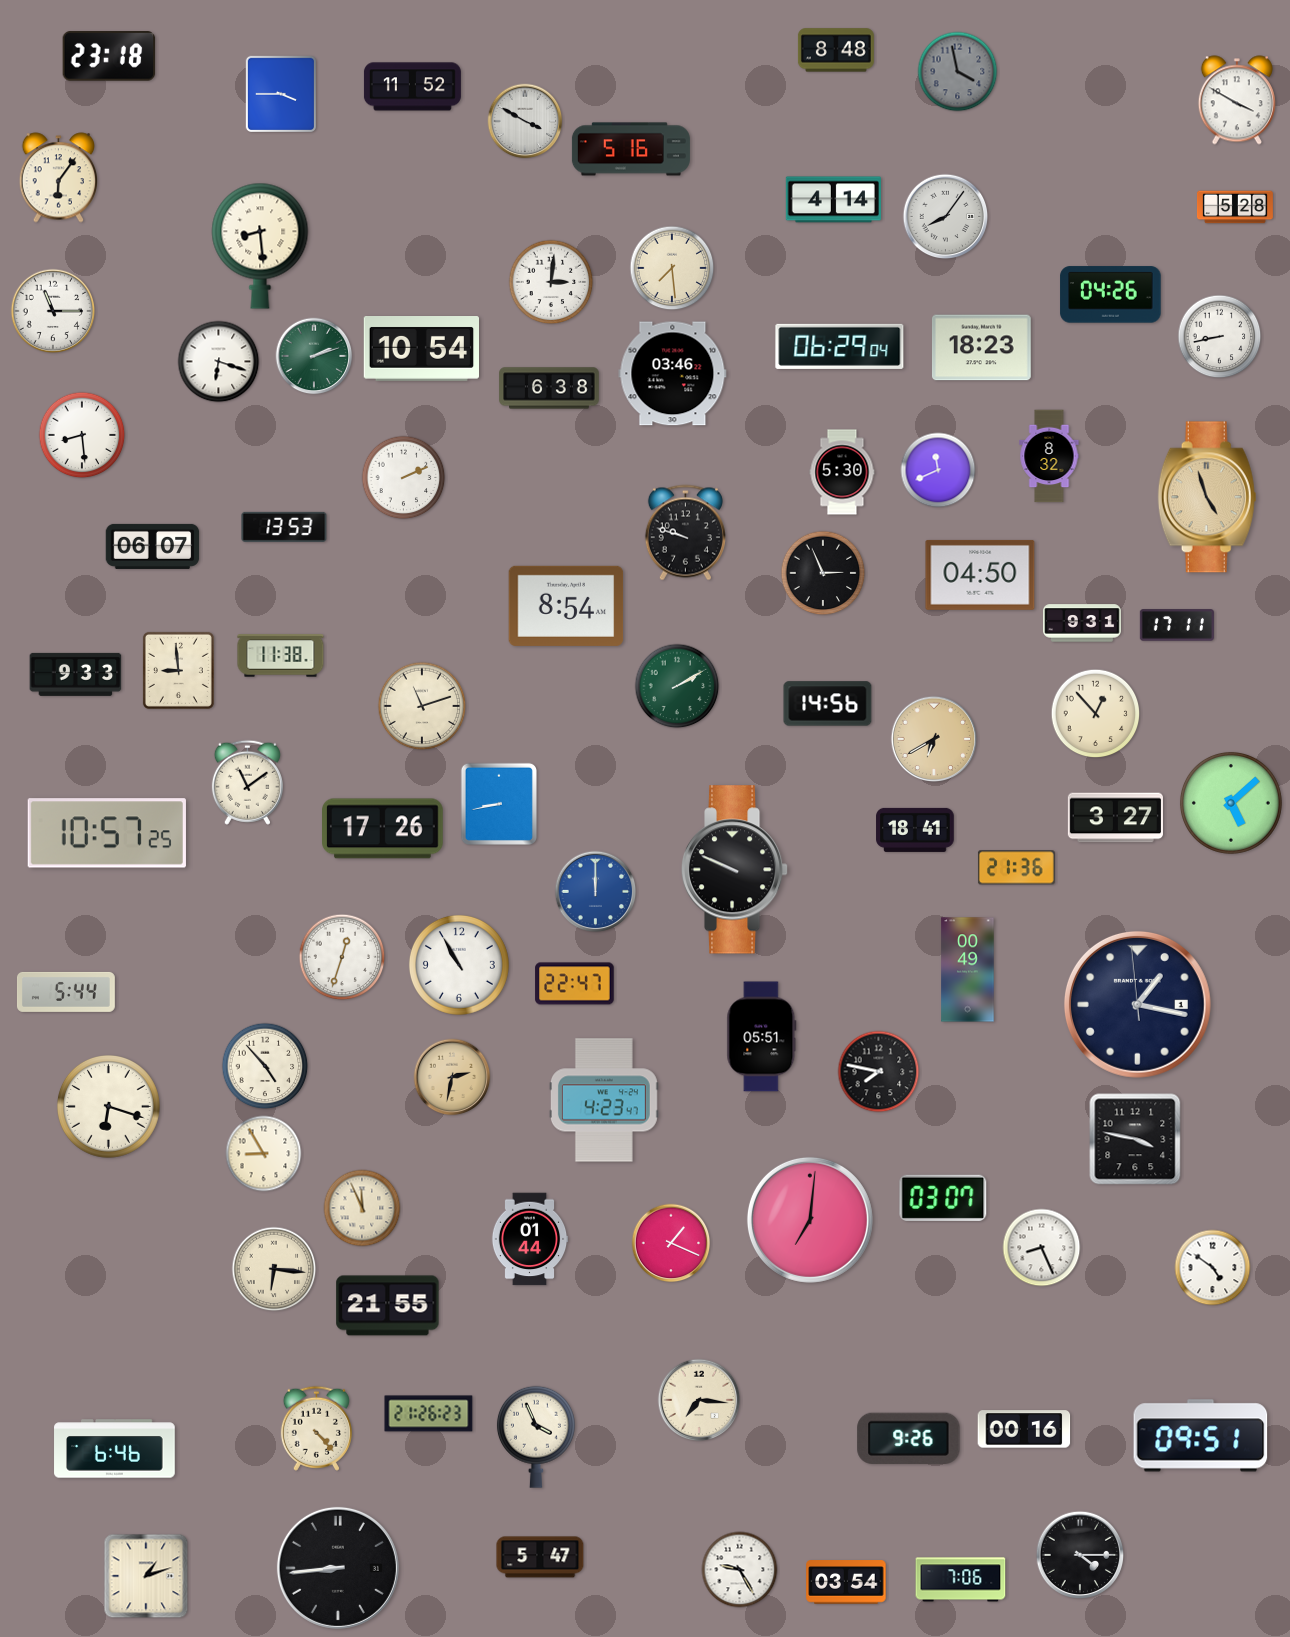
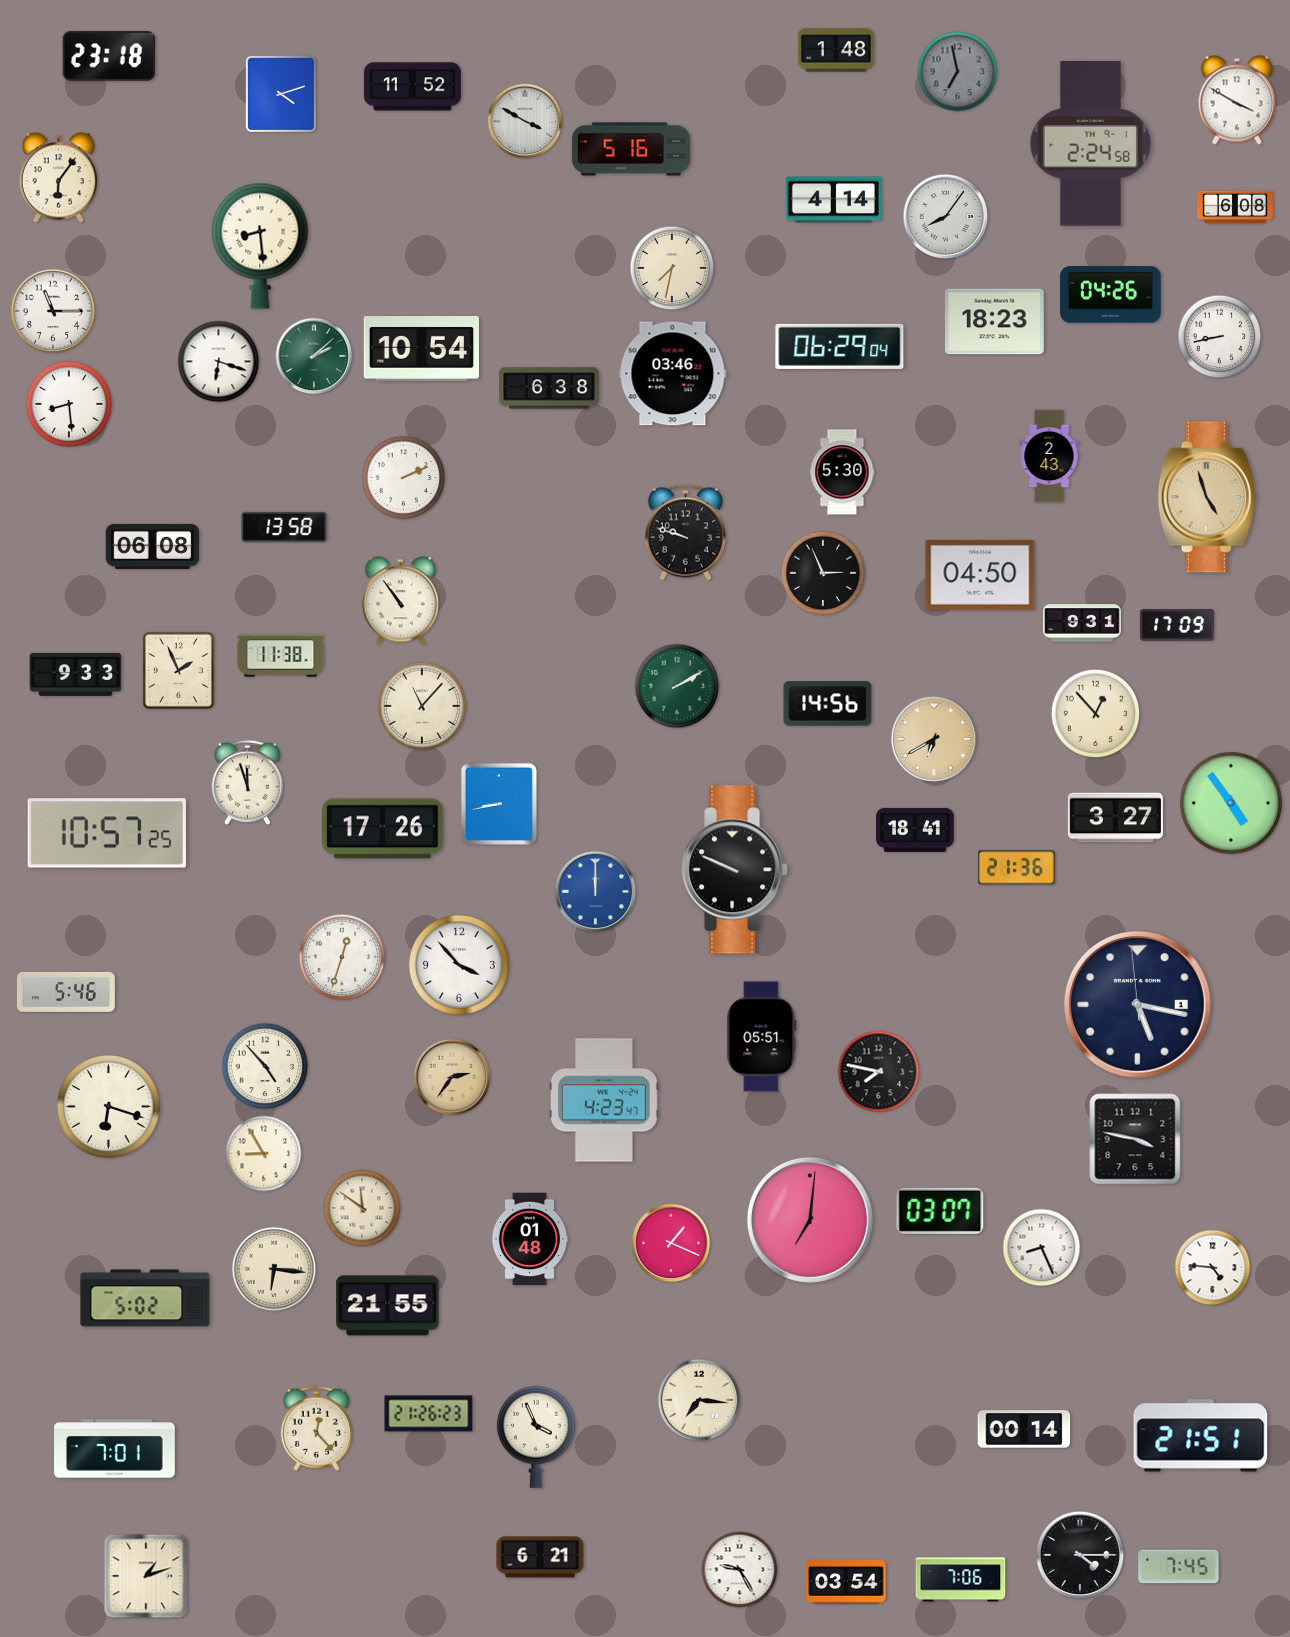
clock at (836, 50): 8:48 -> 1:48
clock at (958, 72): 3:58 -> 6:58
clock at (280, 93): 3:45 -> 4:12
clock at (1090, 144): none -> 2:24
clock at (1235, 207): 5:28 -> 6:08
clock at (672, 268): 7:29 -> 7:32
clock at (551, 282): 3:01 -> none
clock at (982, 348) position: (982, 348) -> (995, 322)
clock at (314, 356): 2:12 -> 2:08
clock at (82, 435) position: (82, 435) -> (69, 404)
clock at (1049, 456): 8:32 -> 2:43
clock at (938, 470): 11:41 -> none
clock at (284, 527): 13:53 -> 13:58
clock at (153, 546): 06:07 -> 06:08
clock at (400, 601): none -> 10:54
clock at (566, 606): 8:54 -> none
clock at (1177, 625): 17:11 -> 17:09
clock at (178, 670): 8:59 -> 1:56
clock at (422, 706): 11:12 -> 11:07
clock at (247, 782): 11:09 -> 11:57
clock at (1231, 803): 5:08 -> 4:54
clock at (459, 965): 10:55 -> 3:53
clock at (968, 970): 00:49 -> none
clock at (575, 984): 22:47 -> none
clock at (66, 992): 5:44 -> 5:46
clock at (1137, 1004): 1:16 -> 5:16
clock at (452, 1077): 2:32 -> 2:36
clock at (943, 1198) position: (943, 1198) -> (940, 1211)
clock at (362, 1208): 11:56 -> 11:51
clock at (530, 1239): 01:44 -> 01:48
clock at (1213, 1268): 4:51 -> 4:46
clock at (145, 1298): none -> 5:02
clock at (316, 1428): 4:23 -> 12:23
clock at (1024, 1429): 00:16 -> 00:14
clock at (1201, 1436): 09:51 -> 21:51
clock at (909, 1438): 9:26 -> none
clock at (115, 1449): 6:46 -> 7:01
clock at (540, 1557): 5:47 -> 6:21
clock at (1179, 1567): none -> 7:45
clock at (338, 1568): 8:44 -> none
